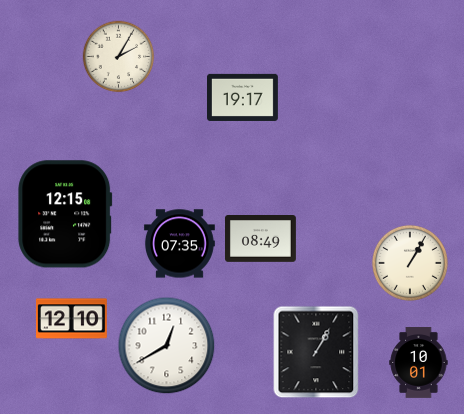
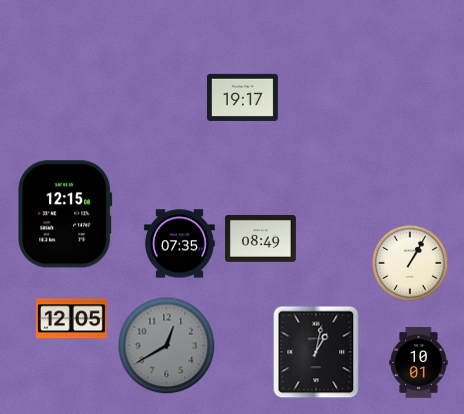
clock at (119, 57): 2:05 -> none
clock at (71, 319): 12:10 -> 12:05
clock at (167, 346) dial: white -> grey
clock at (316, 352): 1:05 -> 1:02
